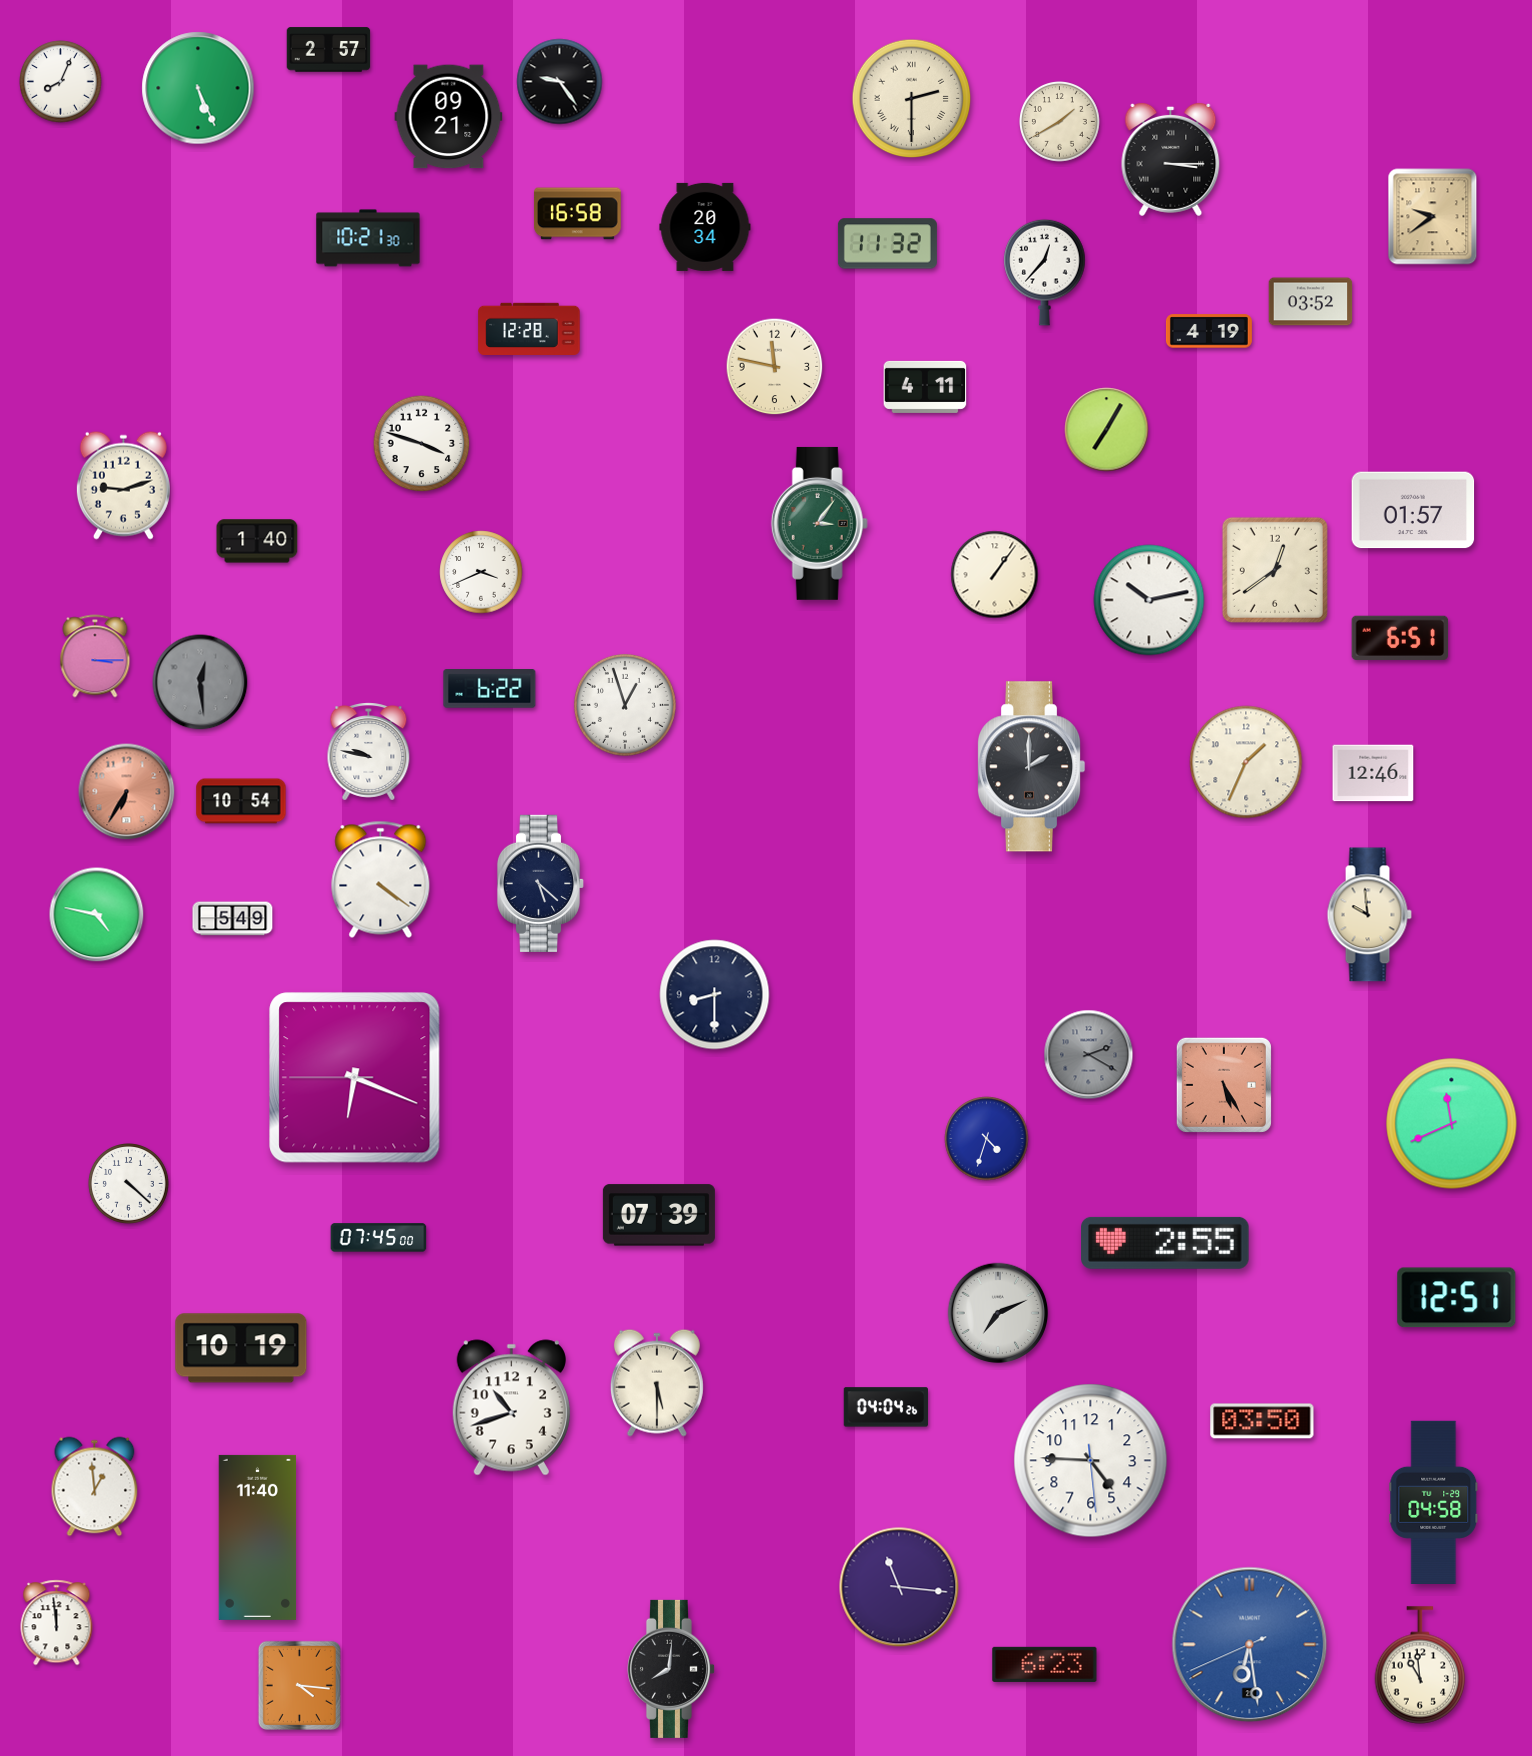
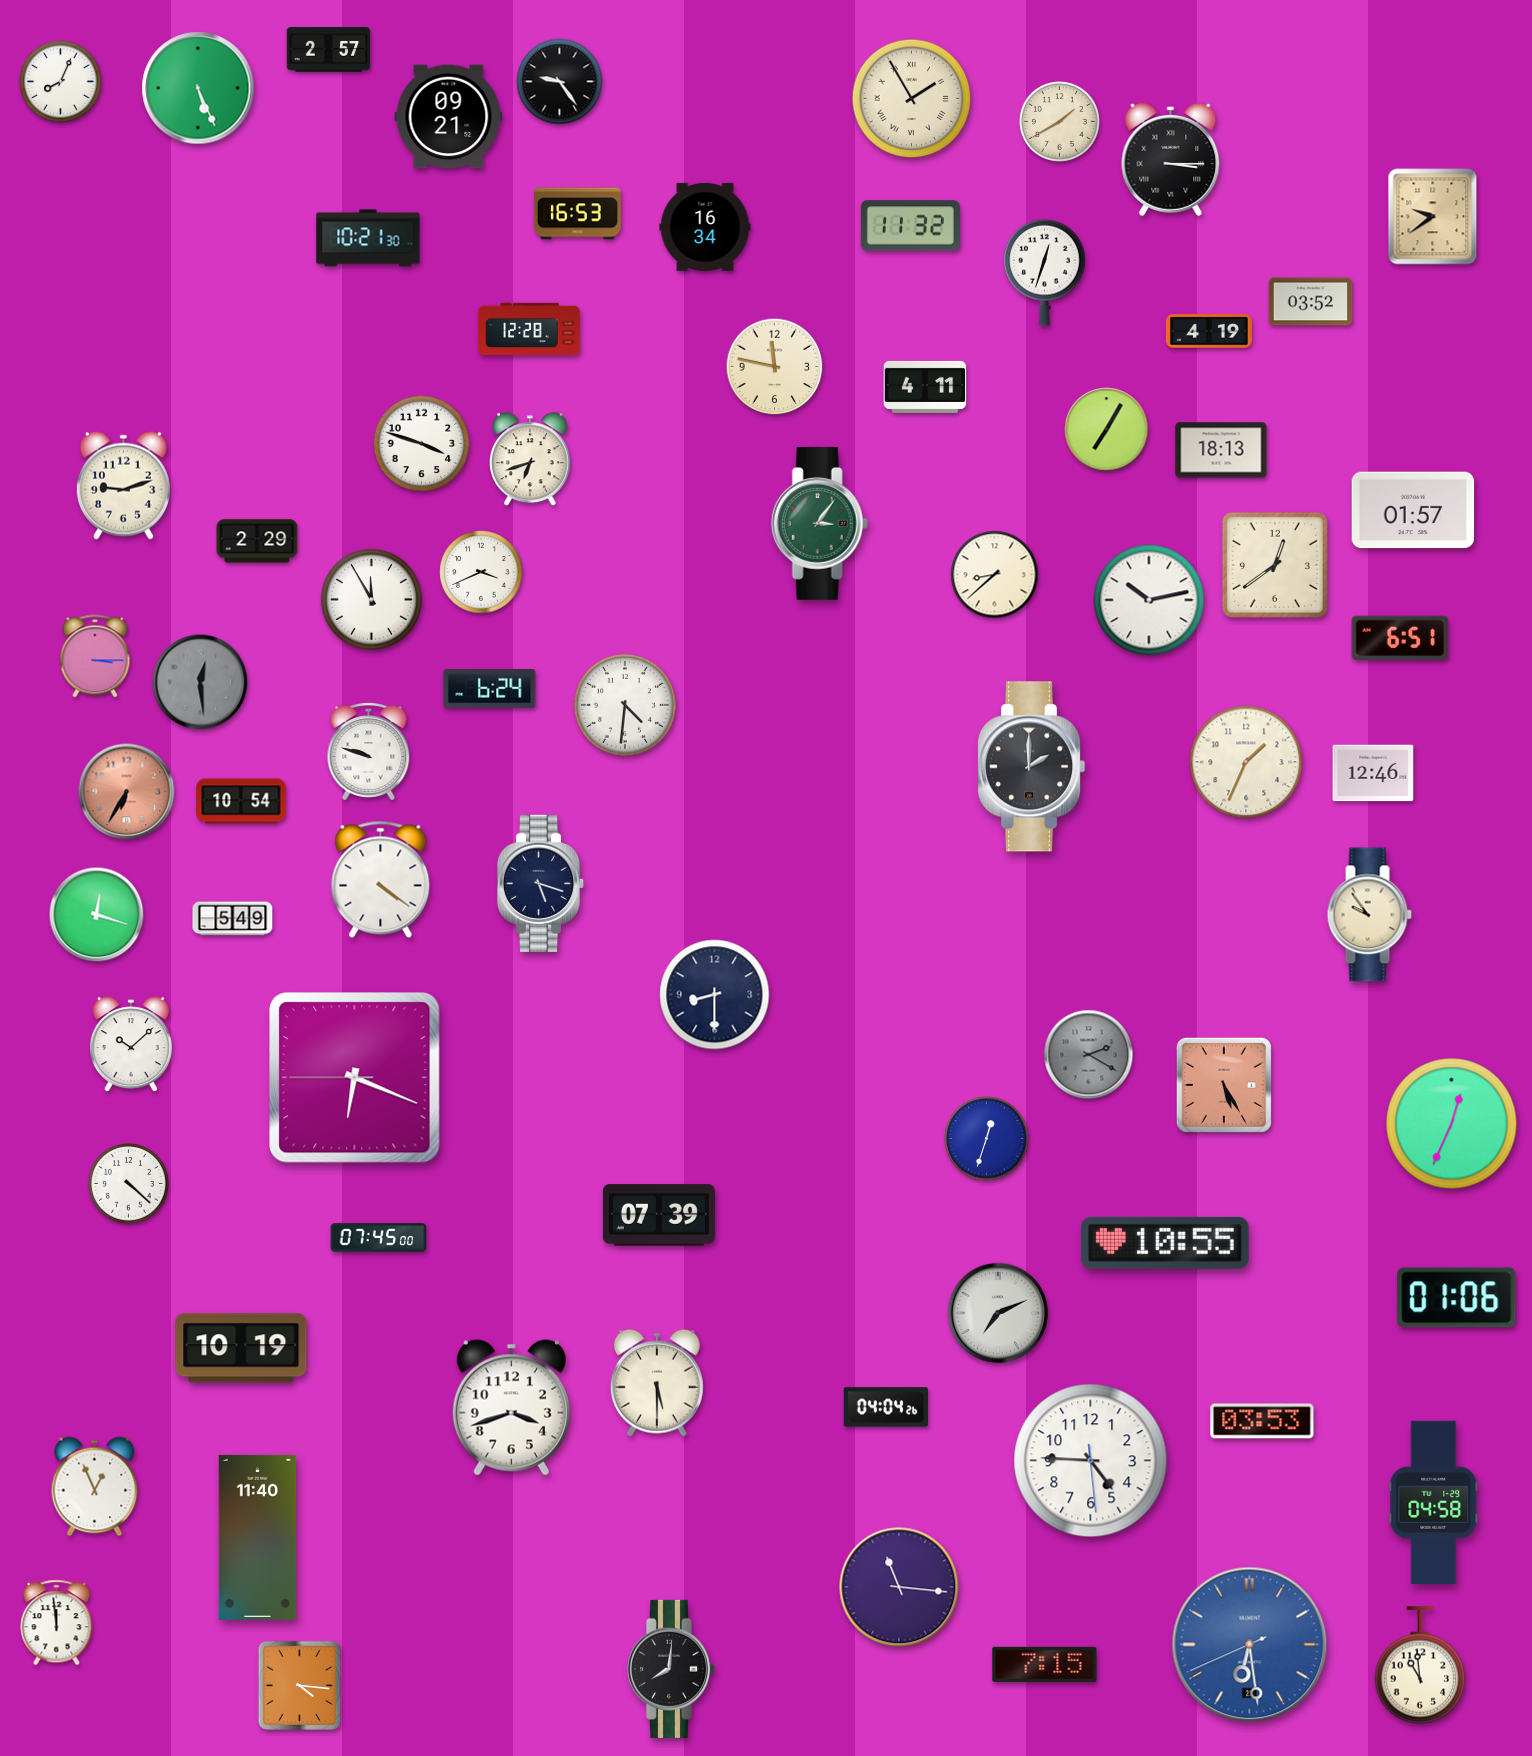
clock at (912, 99): 2:30 -> 1:55
clock at (577, 214): 16:58 -> 16:53
clock at (705, 227): 20:34 -> 16:34
clock at (887, 244) position: (887, 244) -> (910, 226)
clock at (1045, 272): 12:37 -> 12:33
clock at (1221, 450): none -> 18:13
clock at (531, 460): none -> 6:42
clock at (257, 541): 1:40 -> 2:29
clock at (1275, 570) position: (1275, 570) -> (1275, 565)
clock at (995, 575): 1:06 -> 8:38
clock at (371, 599): none -> 11:55
clock at (490, 689): 6:22 -> 6:24
clock at (625, 705): 12:57 -> 4:31
clock at (369, 752): 9:47 -> 9:48
clock at (541, 883): 5:22 -> 5:18
clock at (97, 915): 4:47 -> 12:18
clock at (1369, 915): 9:59 -> 9:54
clock at (131, 1045): none -> 10:08
clock at (1452, 1124): 11:41 -> 12:34
clock at (987, 1139): 4:33 -> 12:33
clock at (1165, 1243): 2:55 -> 10:55
clock at (1457, 1298): 12:51 -> 01:06
clock at (511, 1408): 10:42 -> 3:42
clock at (1262, 1421): 03:50 -> 03:53
clock at (95, 1487): 12:59 -> 12:56
clock at (1045, 1664): 6:23 -> 7:15
